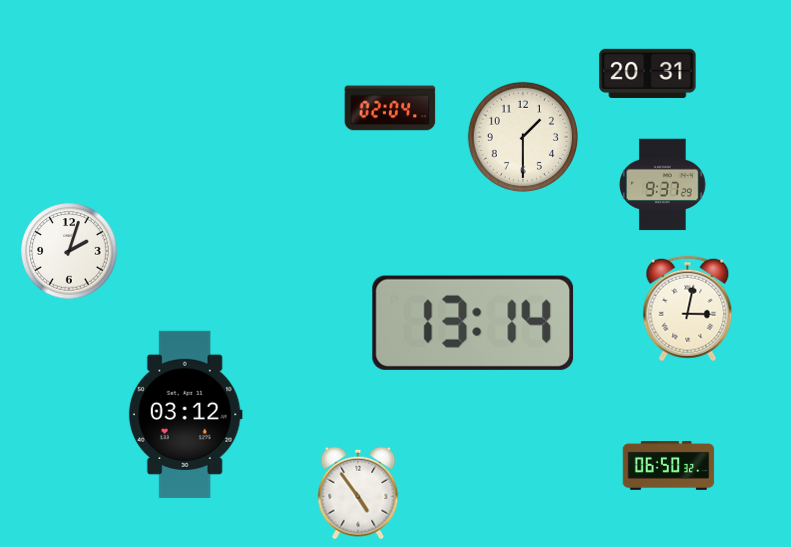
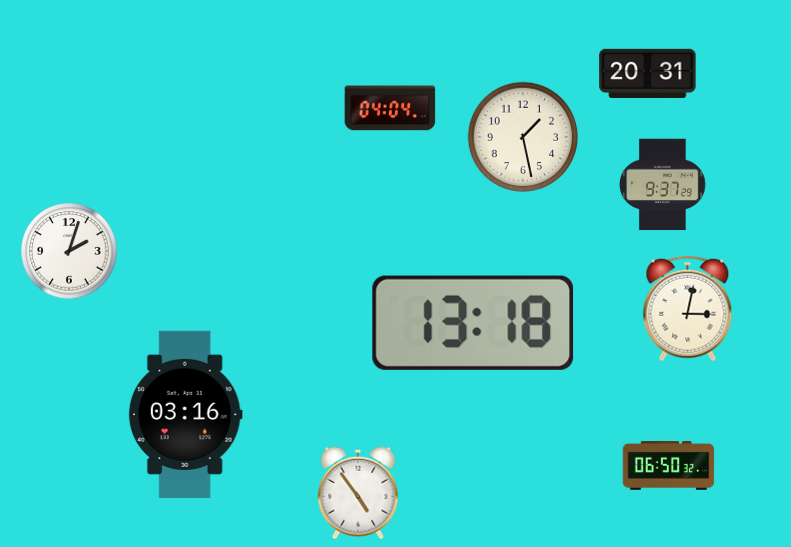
clock at (390, 108): 02:04 -> 04:04
clock at (522, 136): 1:30 -> 1:28
clock at (473, 323): 13:14 -> 13:18
clock at (185, 414): 03:12 -> 03:16
